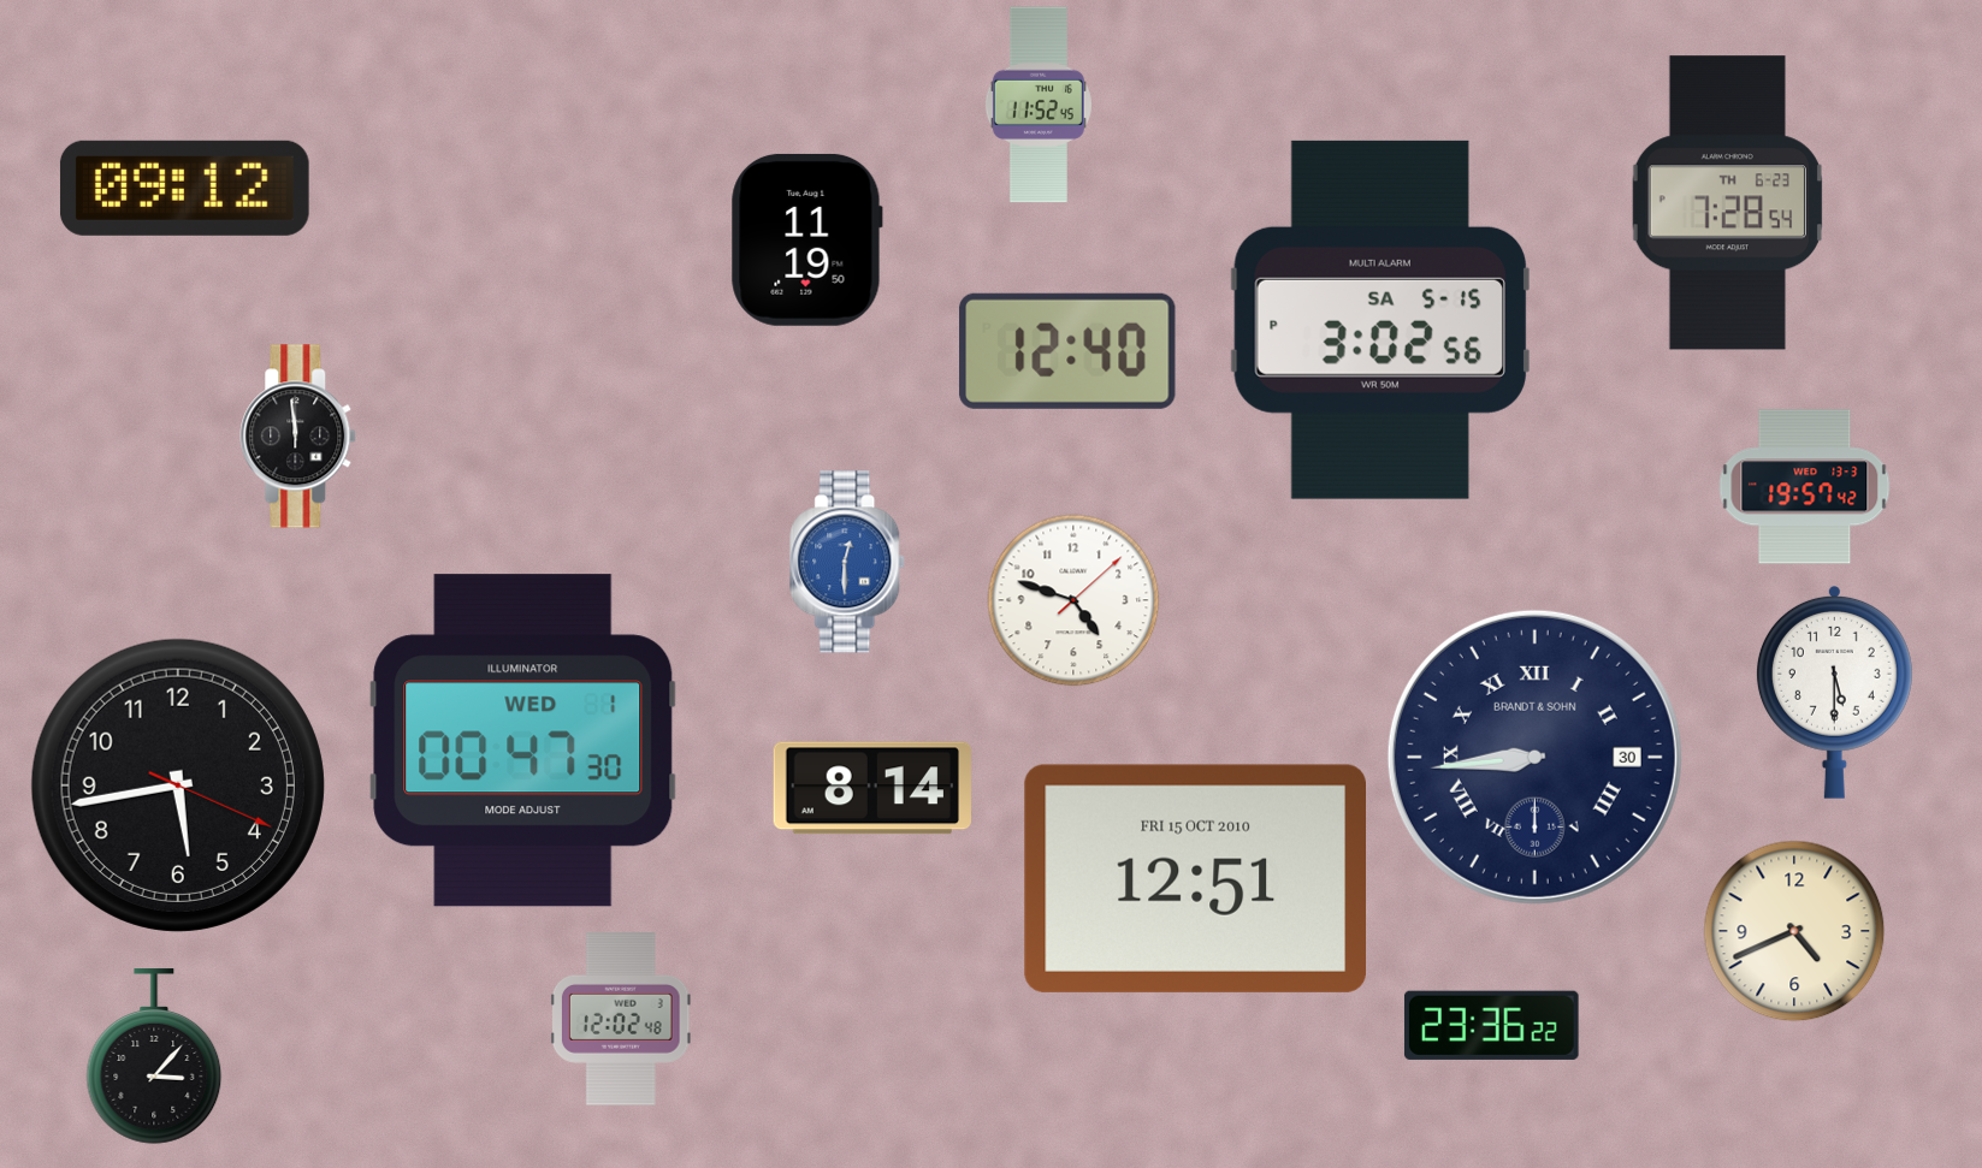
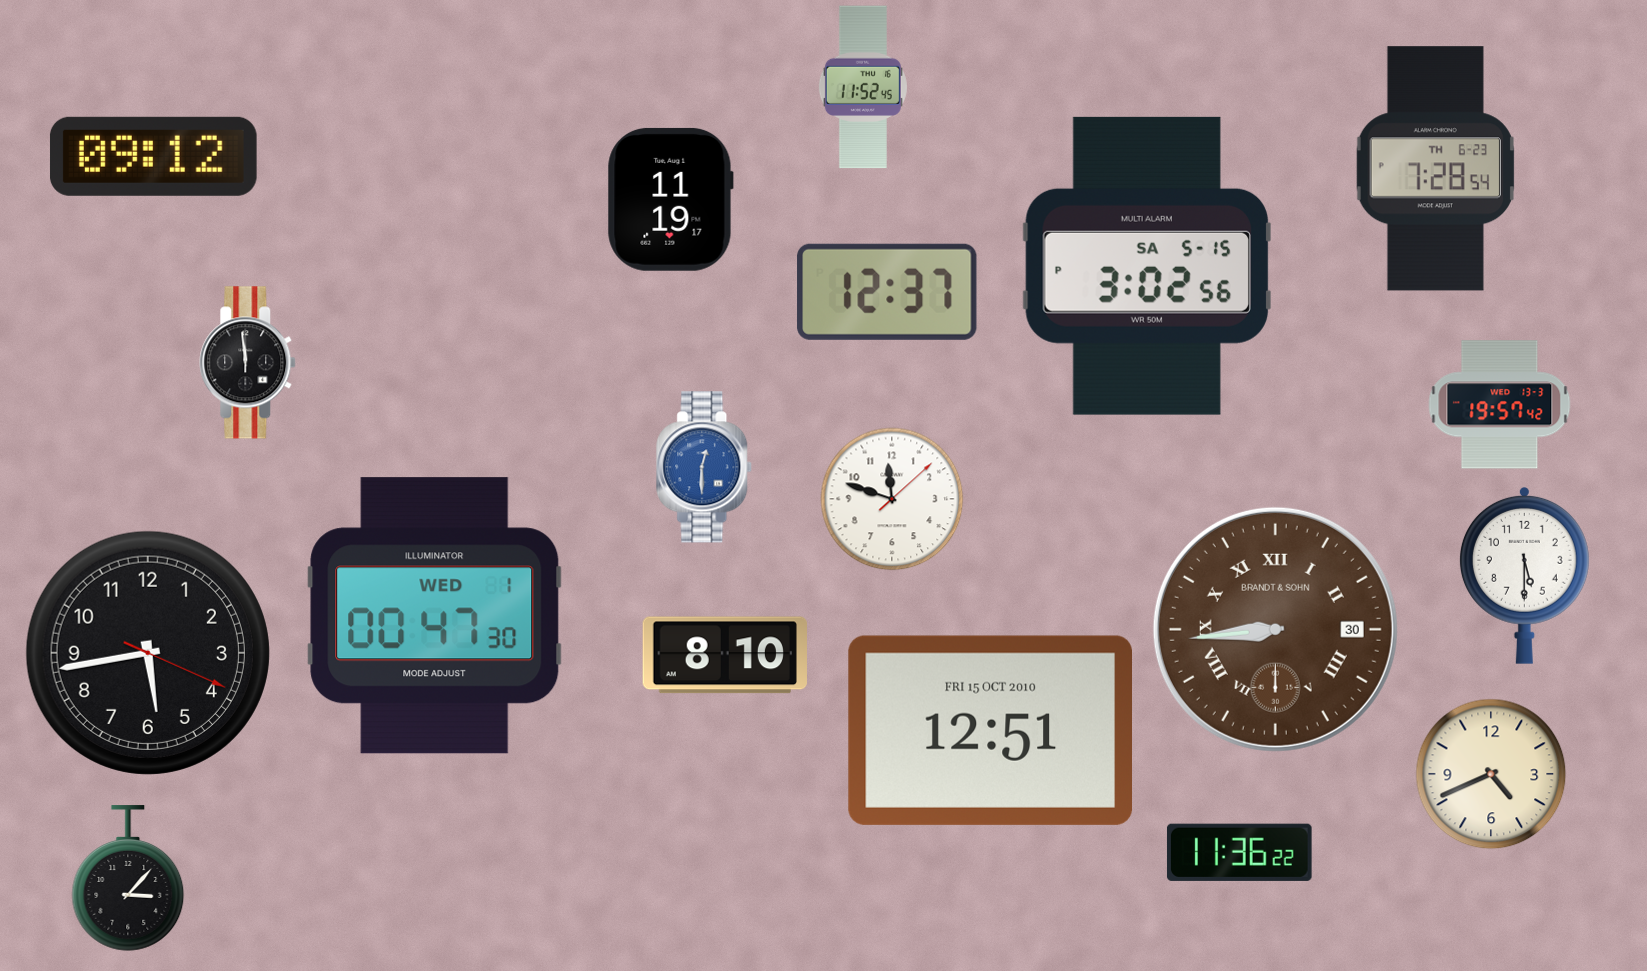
clock at (806, 239): 11:19:50 -> 11:19:17
clock at (1067, 351): 12:40 -> 12:37
clock at (1073, 600): 4:48 -> 11:48
clock at (1534, 757) dial: navy -> brown
clock at (871, 788): 8:14 -> 8:10
clock at (1195, 878) position: (1195, 878) -> (990, 730)
clock at (621, 1019): 12:02 -> none
clock at (1491, 1025): 23:36 -> 11:36
